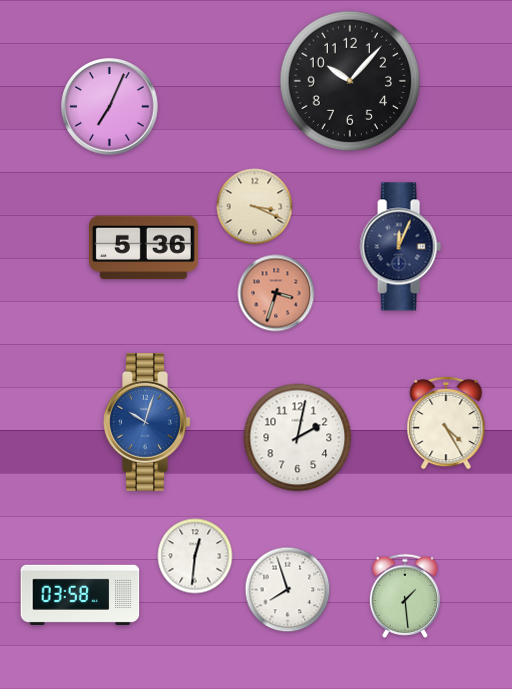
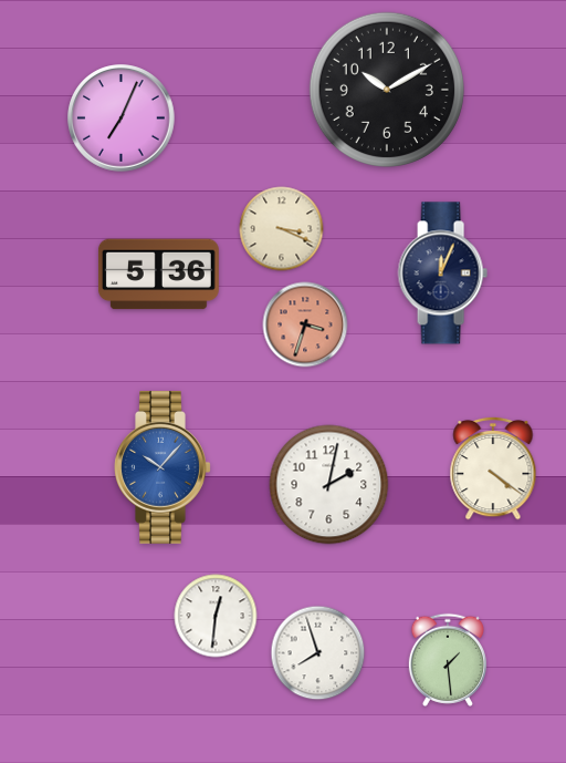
clock at (350, 81): 10:07 -> 10:10
clock at (147, 422): 10:03 -> 10:07
clock at (446, 423): 4:25 -> 4:21
clock at (80, 595): 03:58 -> none
